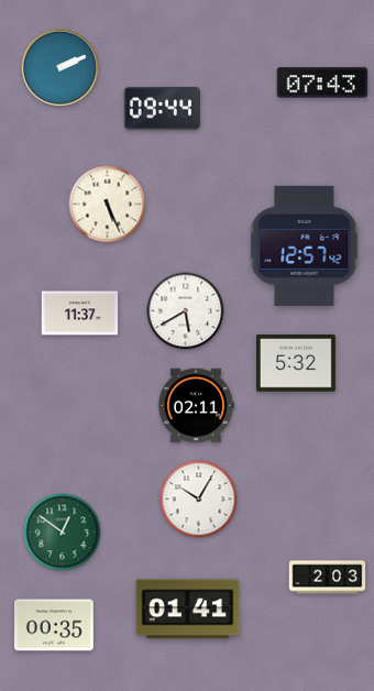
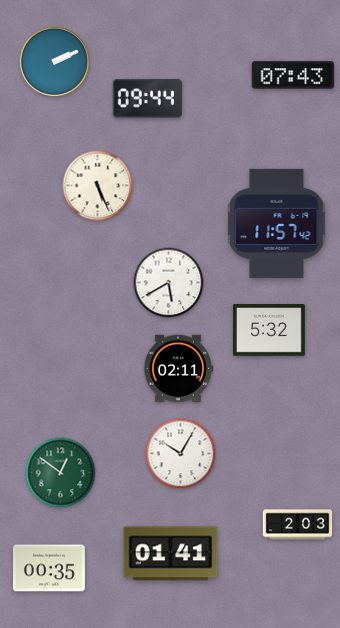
clock at (305, 245): 12:57 -> 11:57
clock at (80, 314): 11:37 -> none
clock at (63, 533) position: (63, 533) -> (61, 473)
